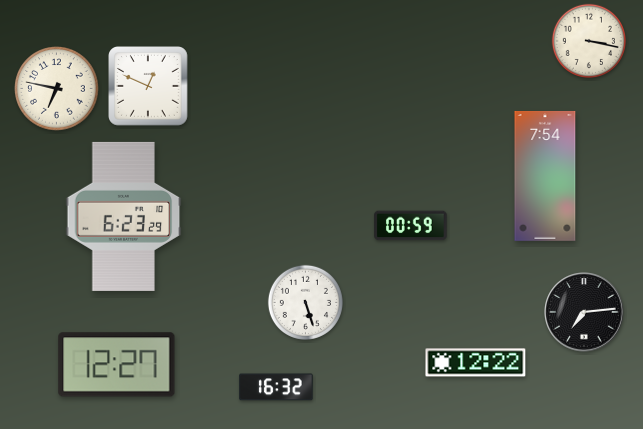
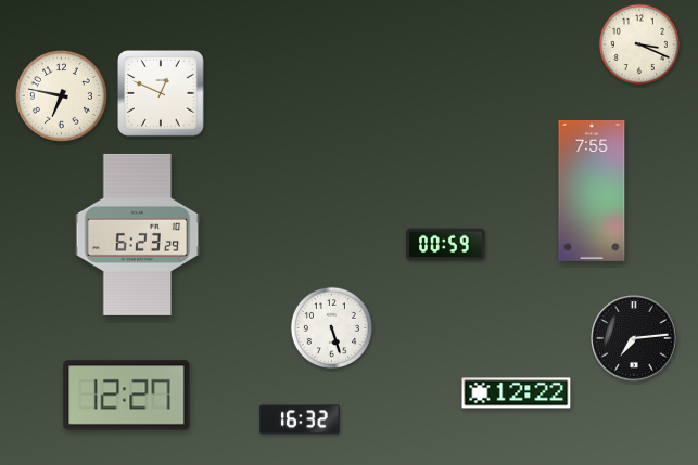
clock at (588, 40): 3:17 -> 3:19
clock at (545, 176): 7:54 -> 7:55
clock at (124, 216) position: (124, 216) -> (138, 234)
